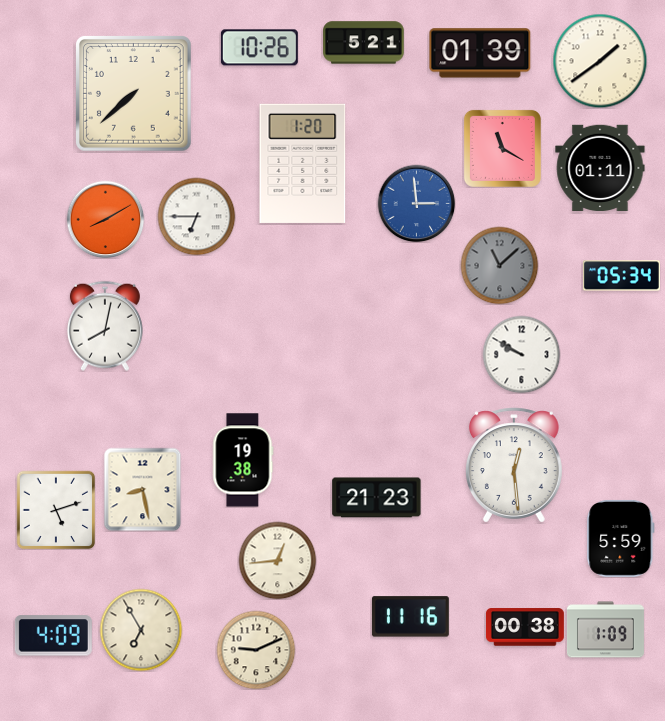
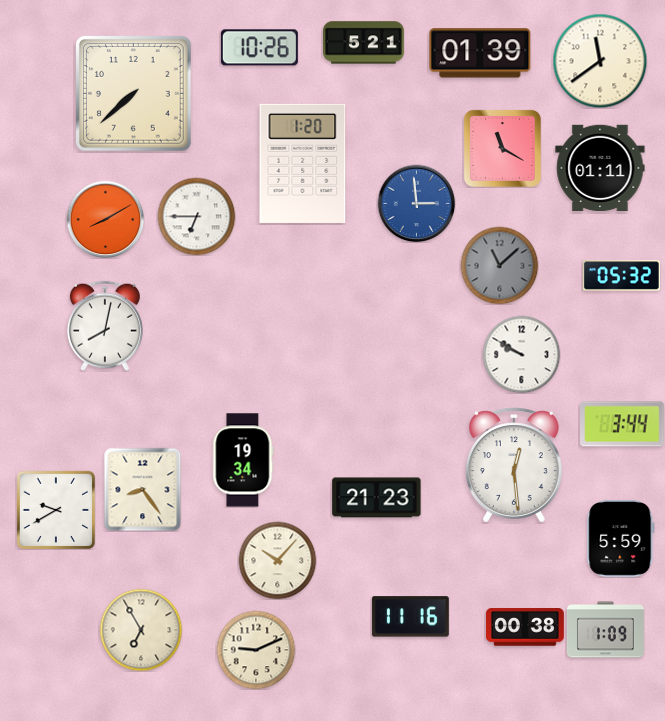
clock at (600, 61): 1:39 -> 11:39
clock at (621, 276): 05:34 -> 05:32
clock at (622, 424): none -> 3:44
clock at (243, 460): 19:38 -> 19:34
clock at (143, 489): 8:28 -> 8:24
clock at (56, 510): 5:12 -> 9:40
clock at (277, 560): 12:44 -> 10:07
clock at (53, 636): 4:09 -> none
